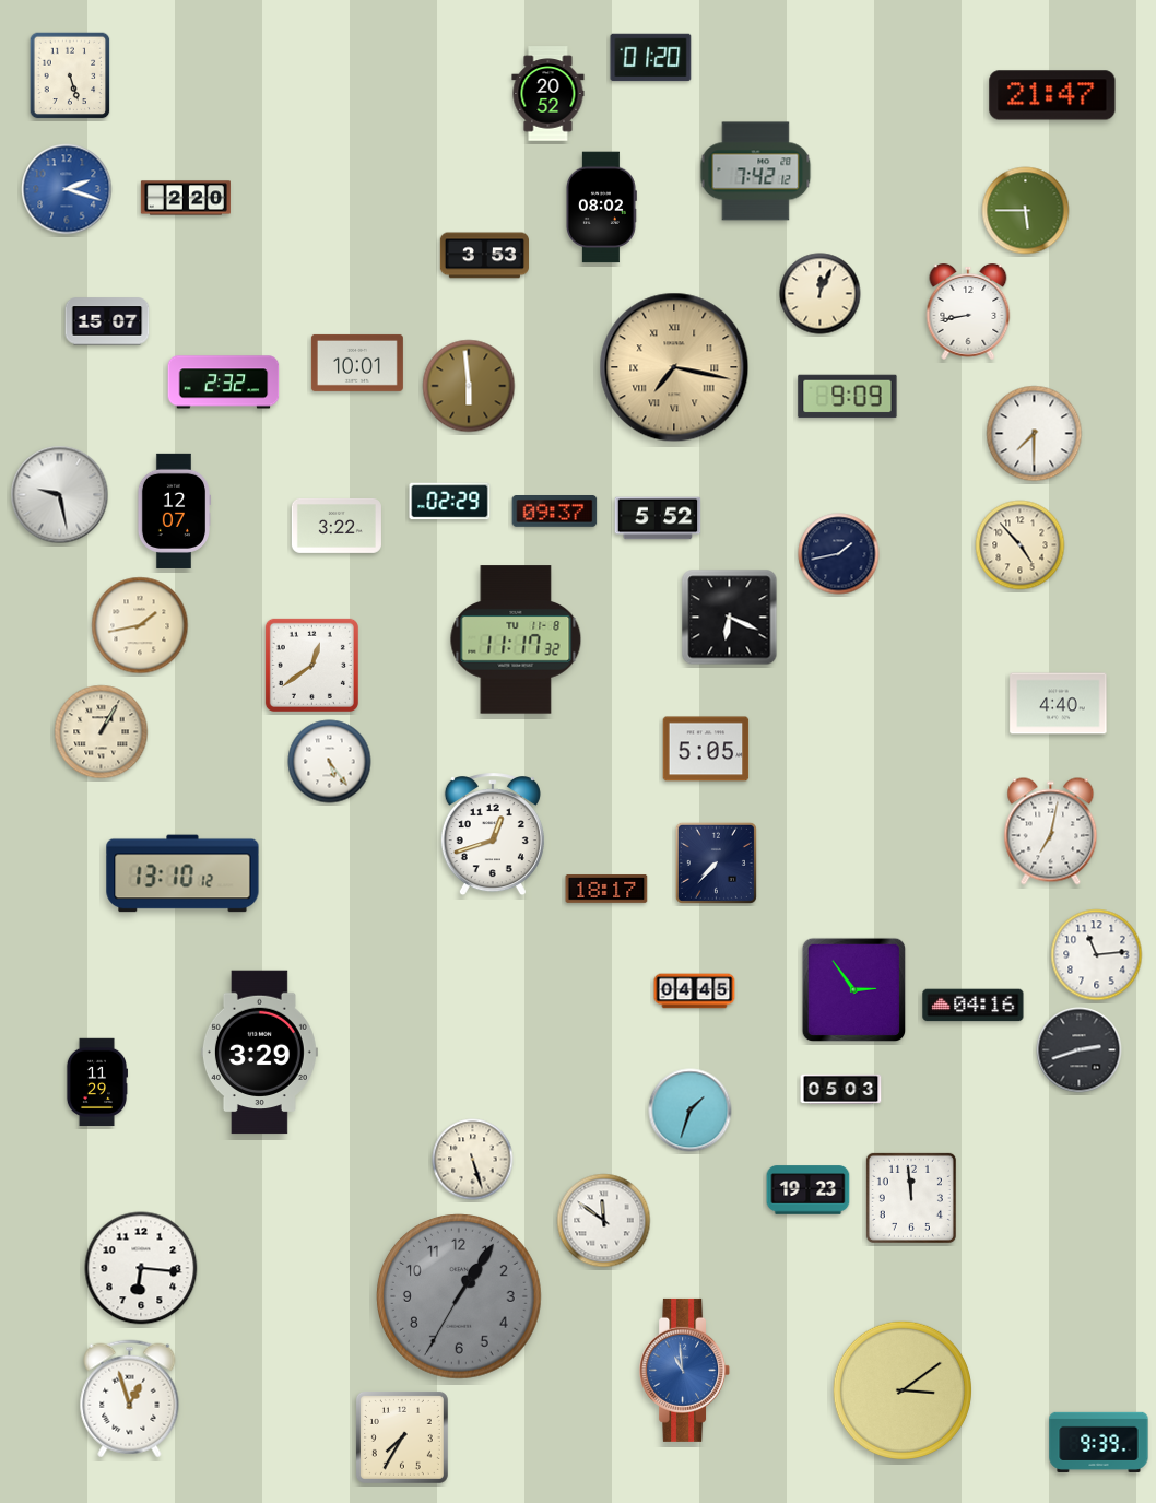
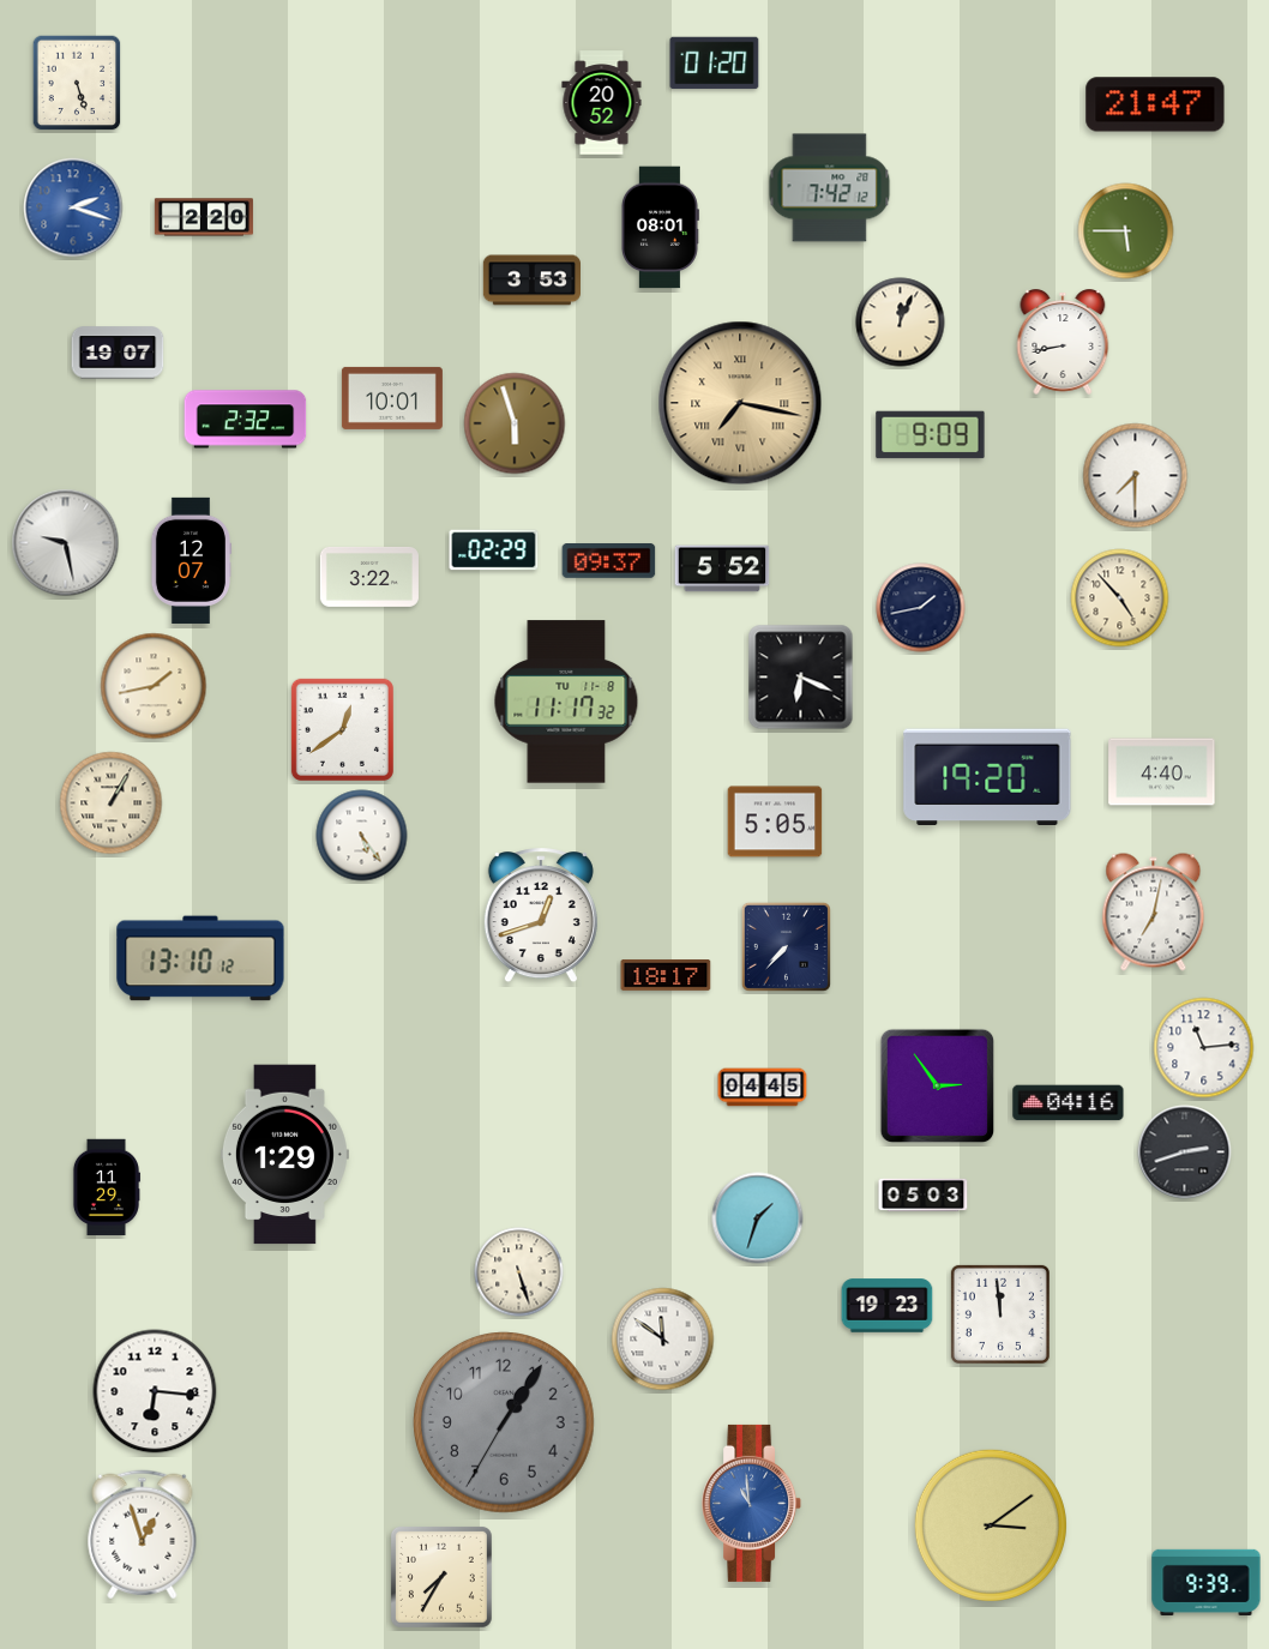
clock at (601, 208): 08:02 -> 08:01
clock at (107, 321): 15:07 -> 19:07
clock at (469, 386): 5:59 -> 5:57
clock at (987, 776): none -> 19:20
clock at (259, 1053): 3:29 -> 1:29
